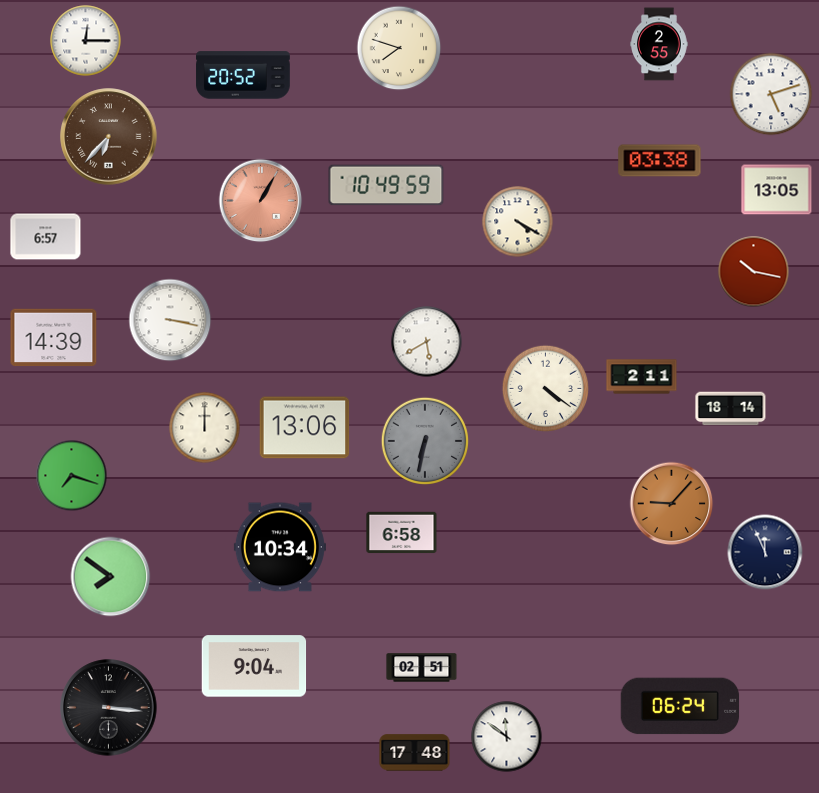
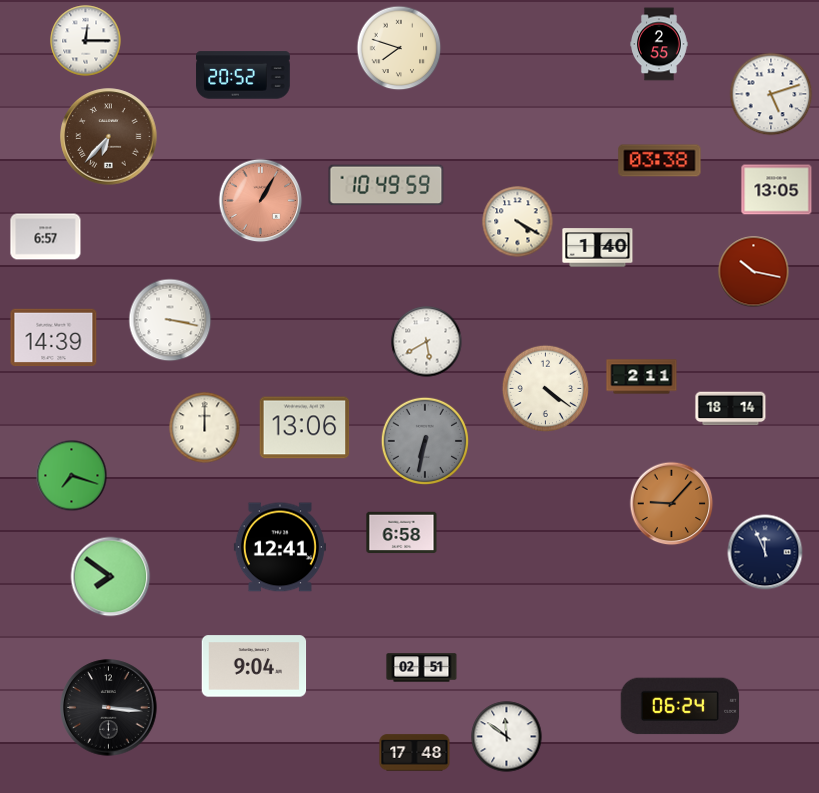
clock at (598, 248): none -> 1:40
clock at (280, 547): 10:34 -> 12:41
